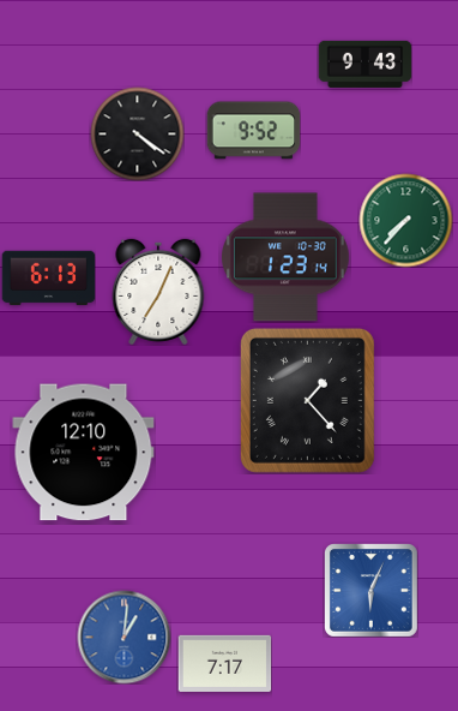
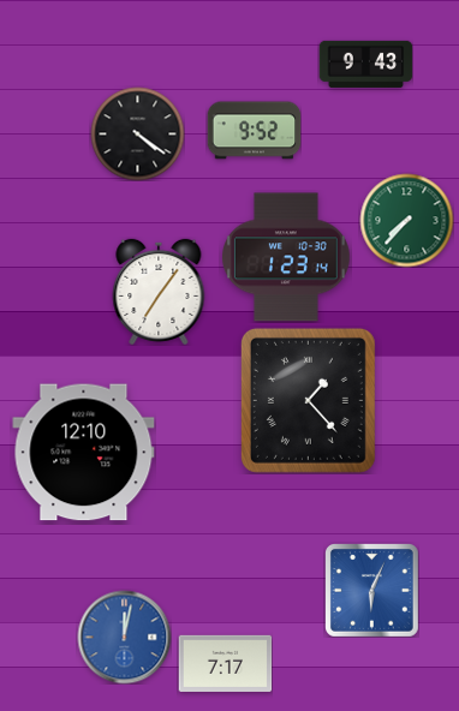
clock at (48, 279): 6:13 -> none
clock at (158, 292): 7:04 -> 7:06
clock at (123, 637): 1:01 -> 12:02
